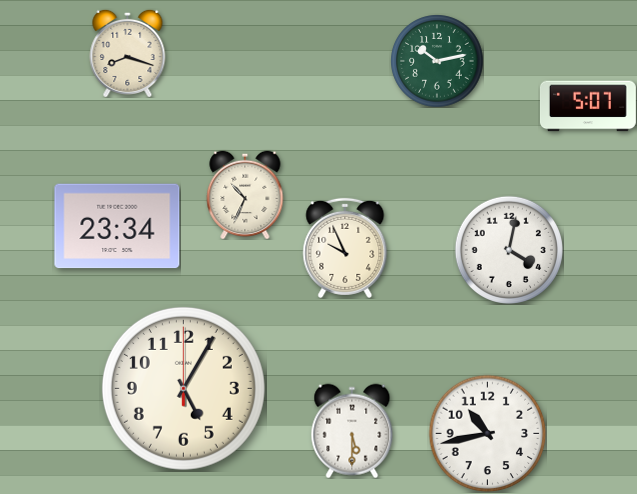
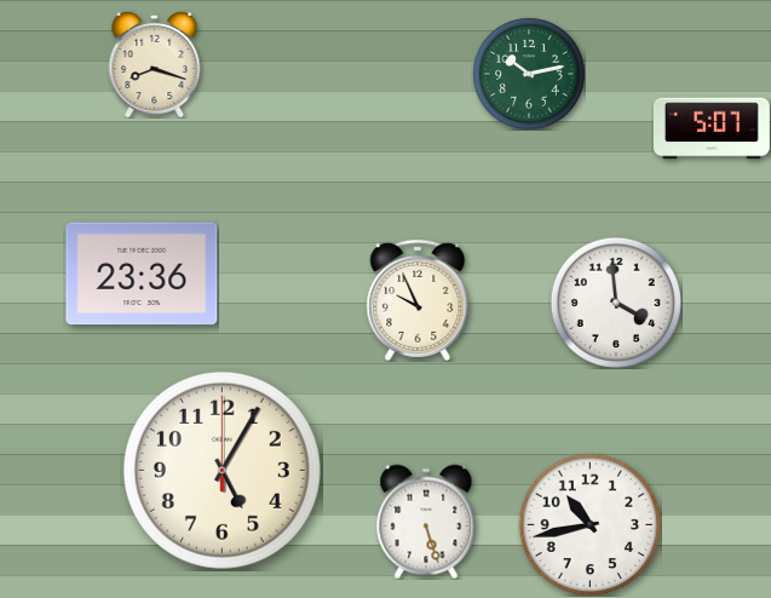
clock at (245, 195): 10:34 -> none
clock at (117, 226): 23:34 -> 23:36
clock at (509, 250): 4:02 -> 3:59
clock at (352, 431): 5:30 -> 5:27
